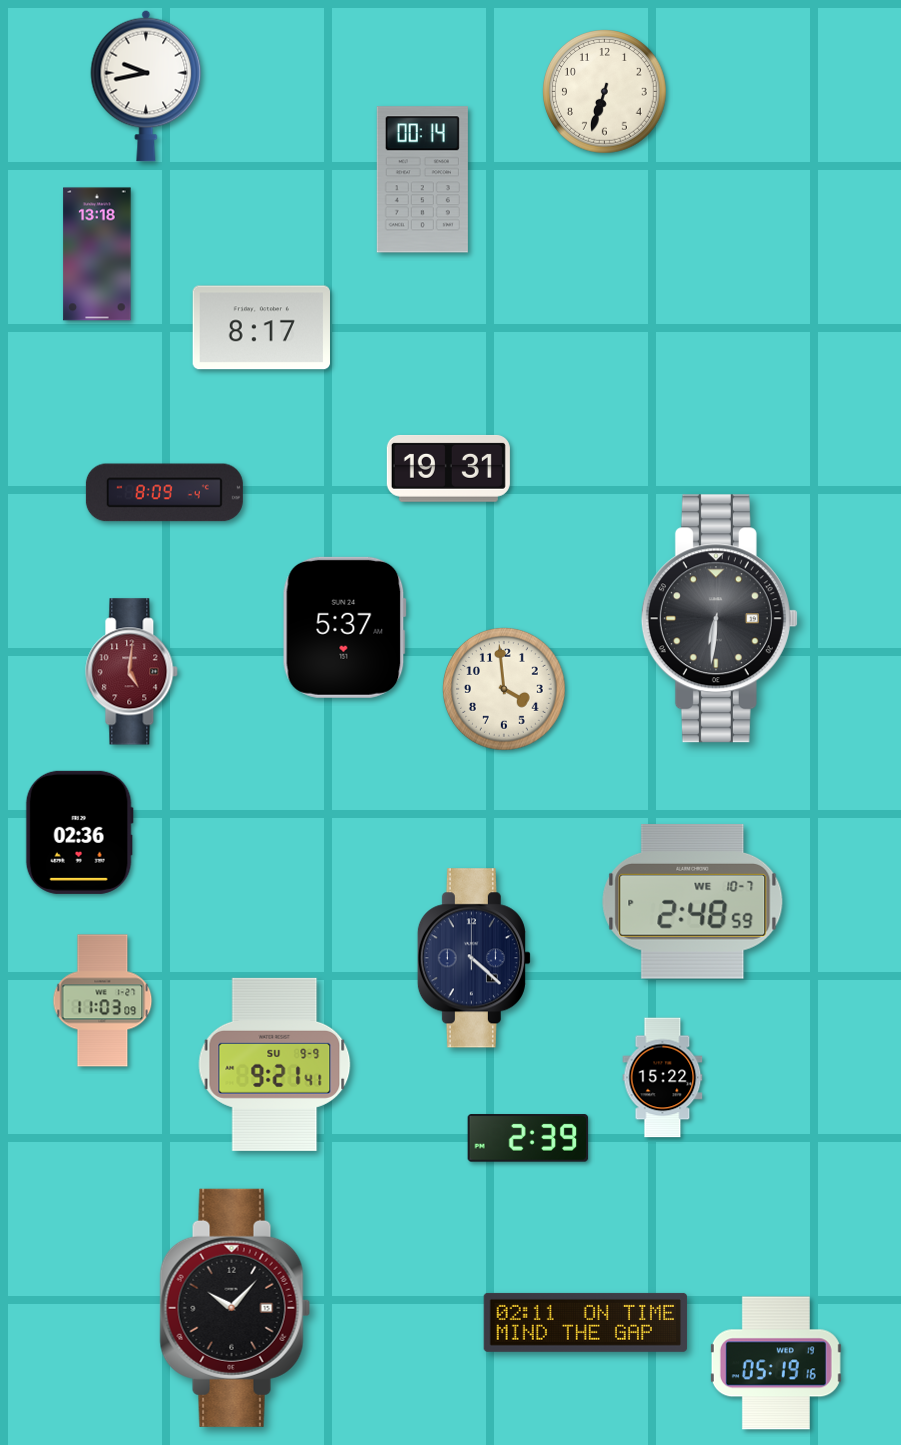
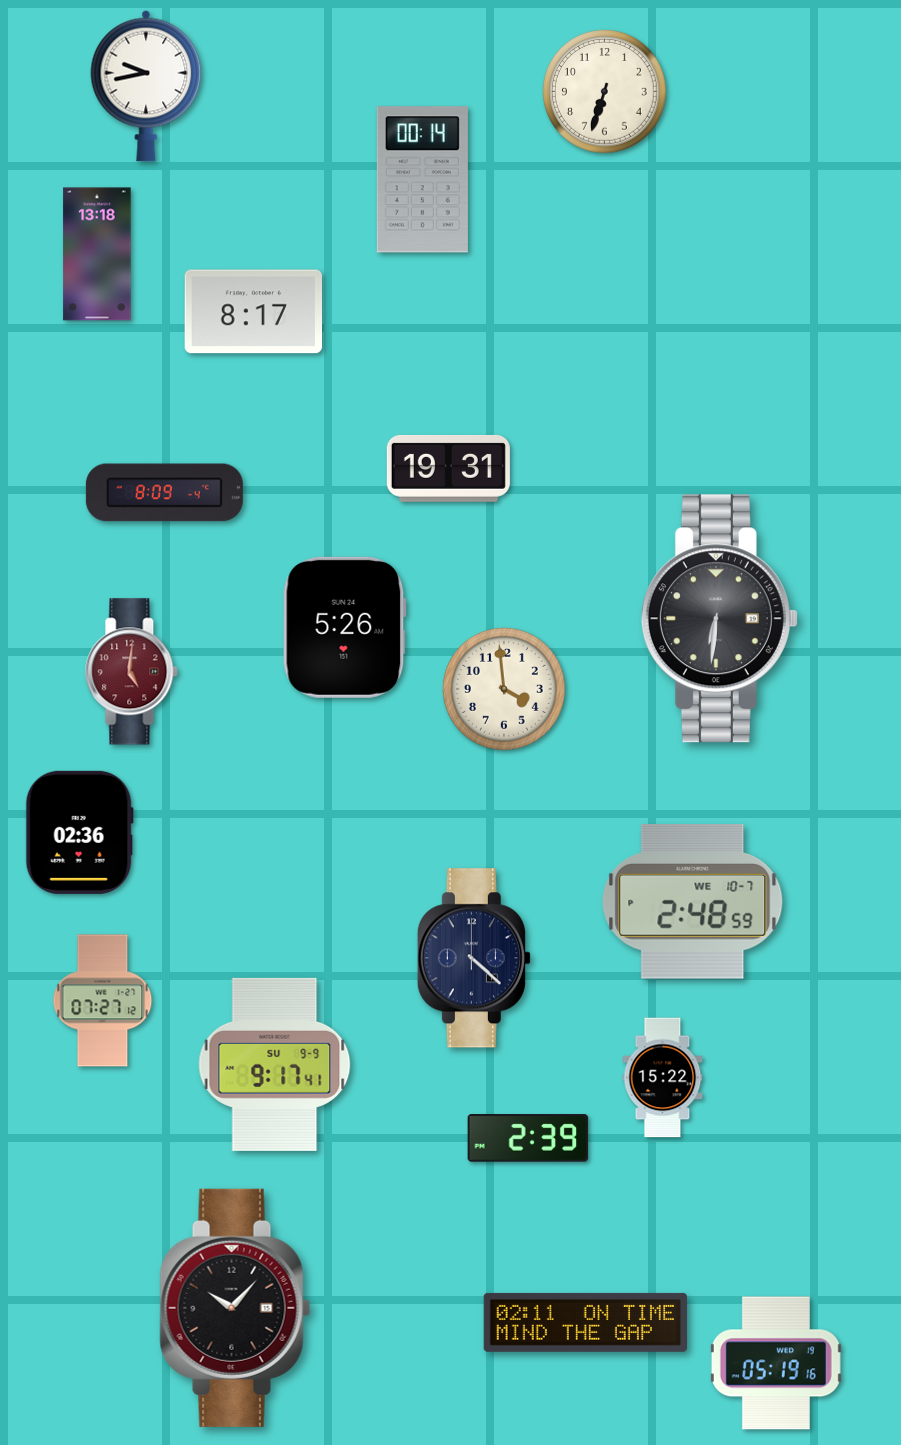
clock at (261, 328) position: (261, 328) -> (253, 312)
clock at (344, 627): 5:37 -> 5:26
clock at (103, 1001): 11:03 -> 07:27
clock at (275, 1064): 9:21 -> 9:17
